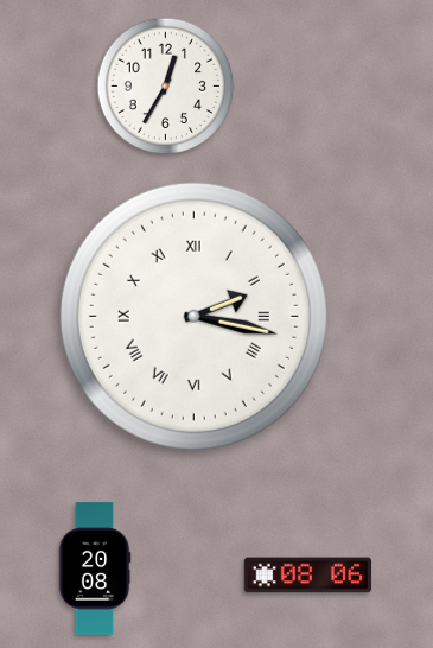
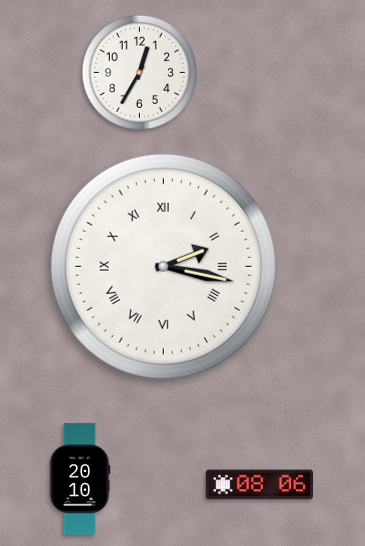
clock at (95, 568): 20:08 -> 20:10
